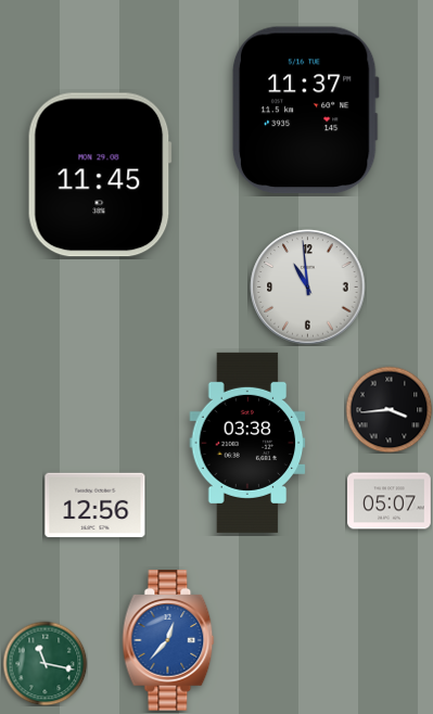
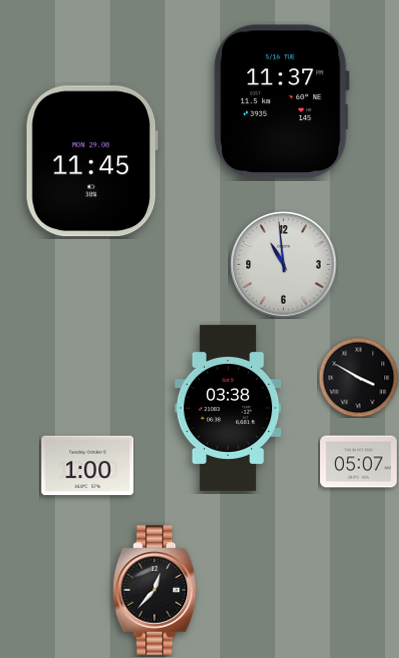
clock at (389, 409): 3:44 -> 3:50
clock at (95, 506): 12:56 -> 1:00
clock at (168, 640) dial: blue -> black
clock at (44, 663): 11:17 -> none
